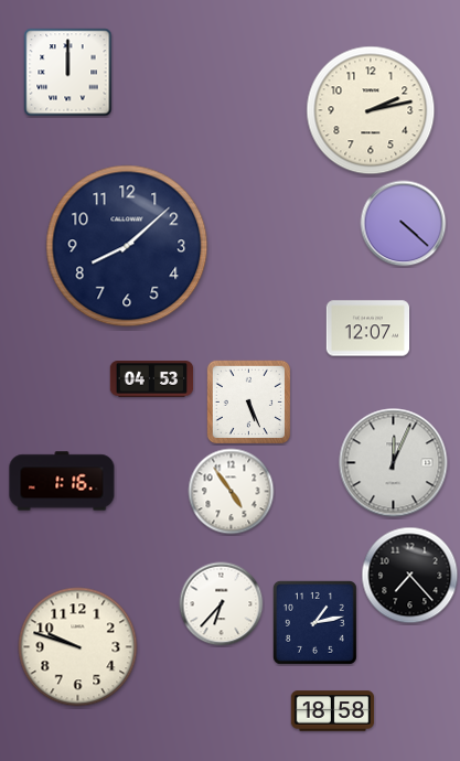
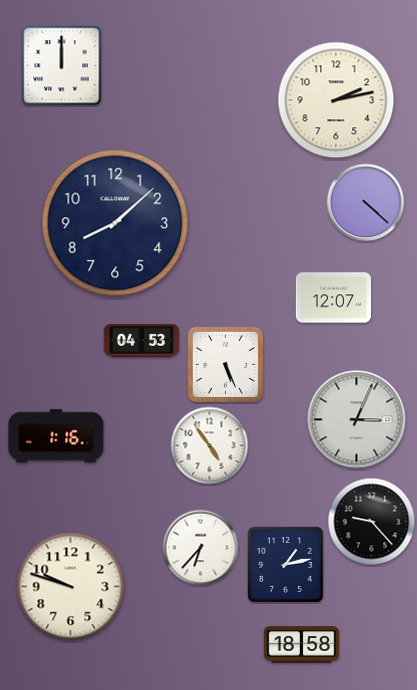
clock at (152, 379) position: (152, 379) -> (142, 341)
clock at (394, 463): 12:04 -> 3:04
clock at (410, 576): 7:23 -> 9:23
